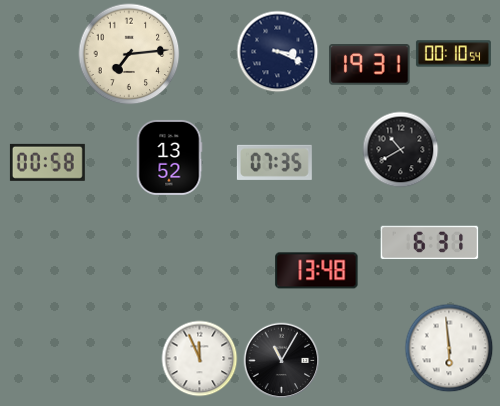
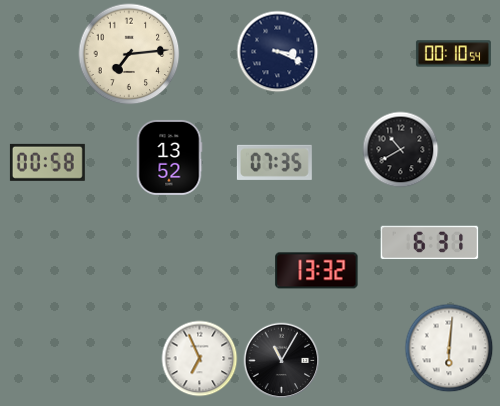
clock at (370, 65): 19:31 -> none
clock at (317, 271): 13:48 -> 13:32
clock at (449, 348): 5:59 -> 6:01
clock at (200, 359): 11:56 -> 6:56
